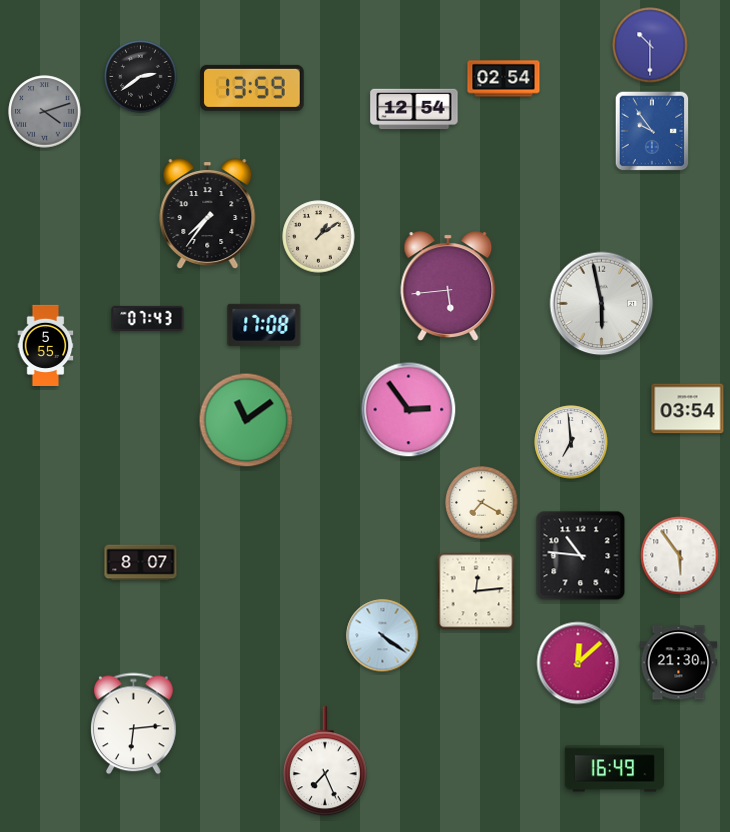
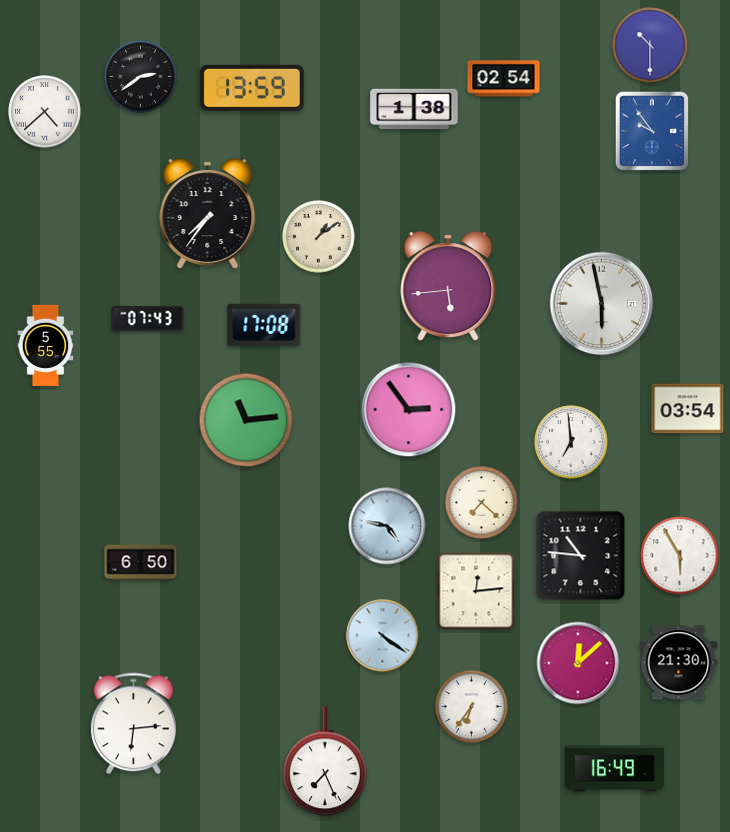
clock at (414, 109): 12:54 -> 1:38
clock at (45, 112): 4:12 -> 4:38
clock at (45, 112) dial: grey -> white
clock at (246, 420): 11:09 -> 11:14
clock at (482, 503): 7:20 -> 7:22
clock at (387, 526): none -> 4:47
clock at (680, 556): 5:54 -> 5:55
clock at (141, 563): 8:07 -> 6:50
clock at (472, 707): none -> 6:36
